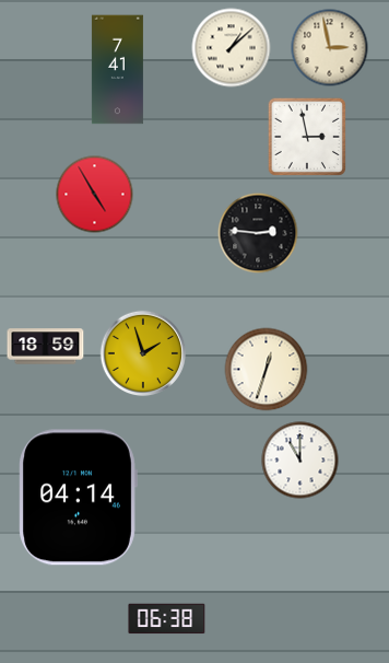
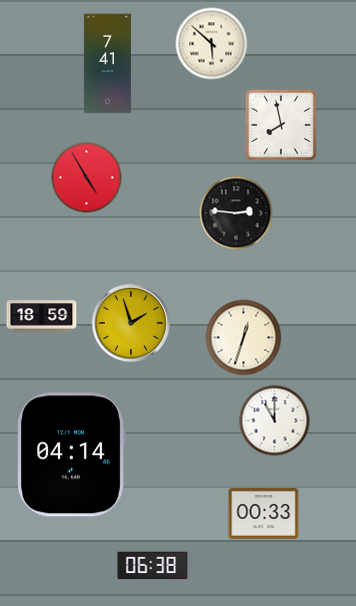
clock at (232, 48): 1:08 -> 5:52
clock at (330, 48): 2:58 -> none
clock at (306, 136): 2:58 -> 7:58
clock at (264, 514): none -> 00:33
